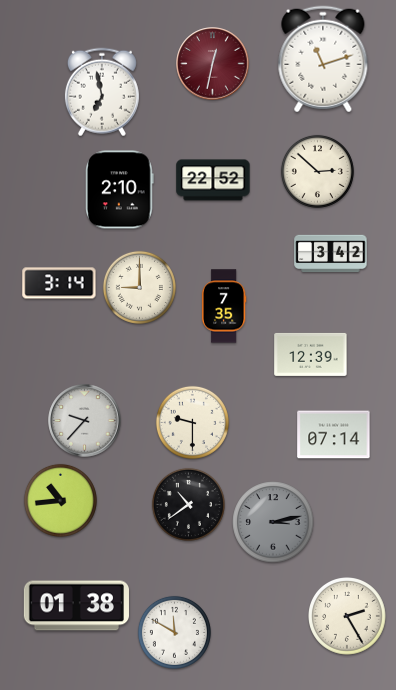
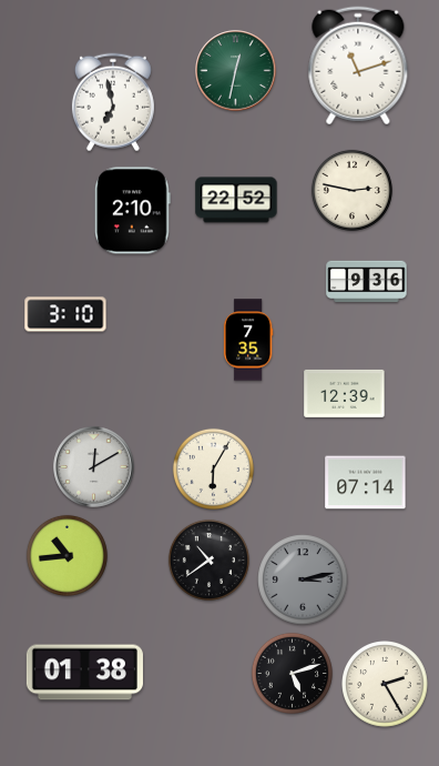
clock at (213, 64) dial: burgundy -> green
clock at (317, 171): 2:52 -> 2:47
clock at (331, 254): 3:42 -> 9:36
clock at (59, 283): 3:14 -> 3:10
clock at (139, 287): 9:00 -> none
clock at (85, 421): 9:37 -> 12:10
clock at (192, 422): 9:30 -> 6:05
clock at (334, 435) position: (334, 435) -> (366, 483)
clock at (292, 673): none -> 5:12
clock at (174, 632): 11:50 -> none
